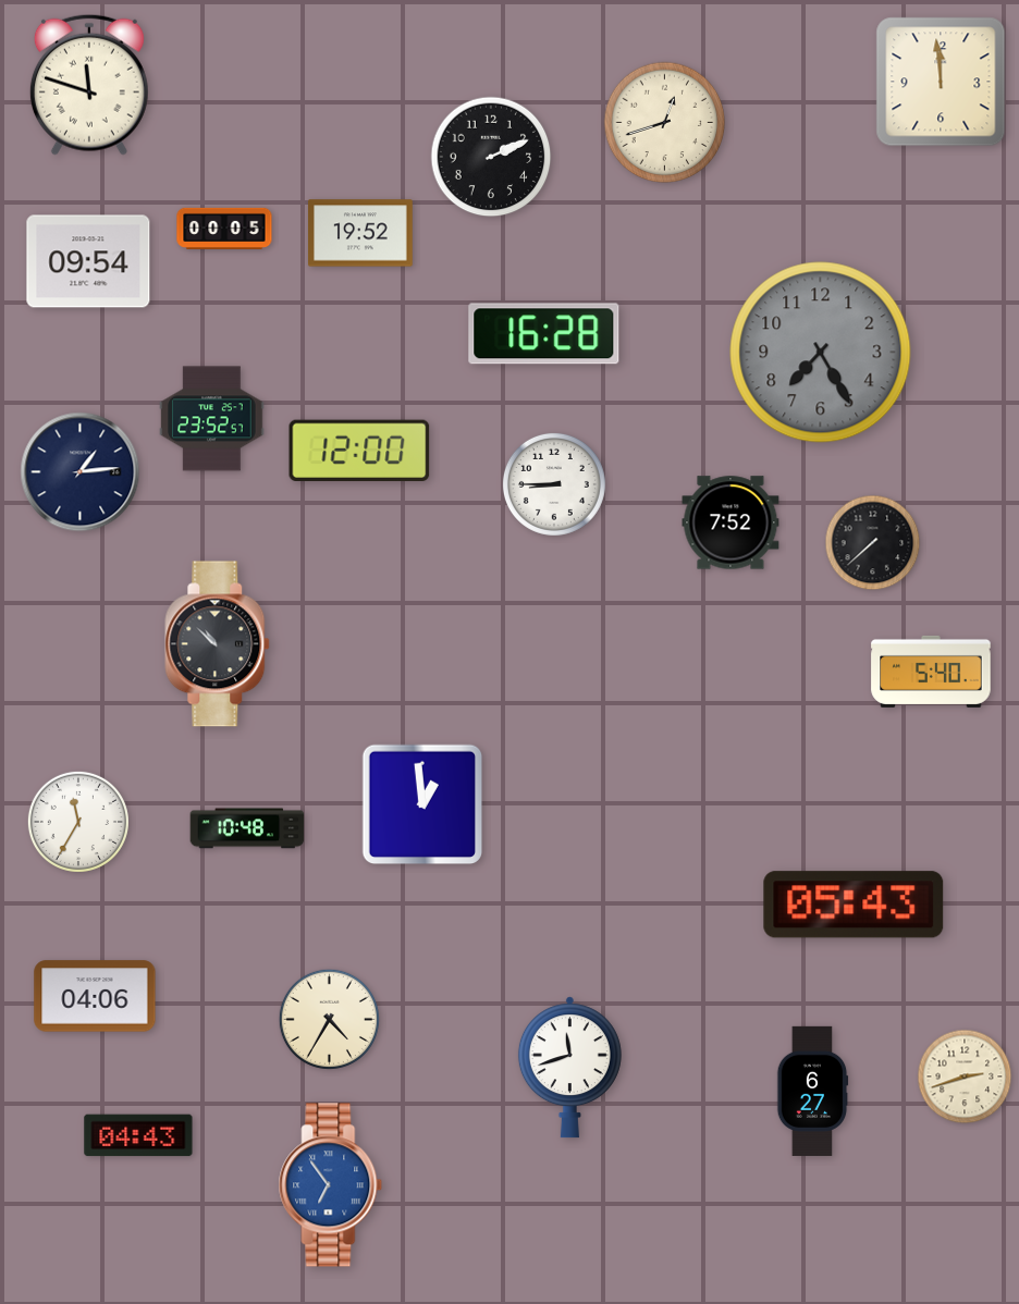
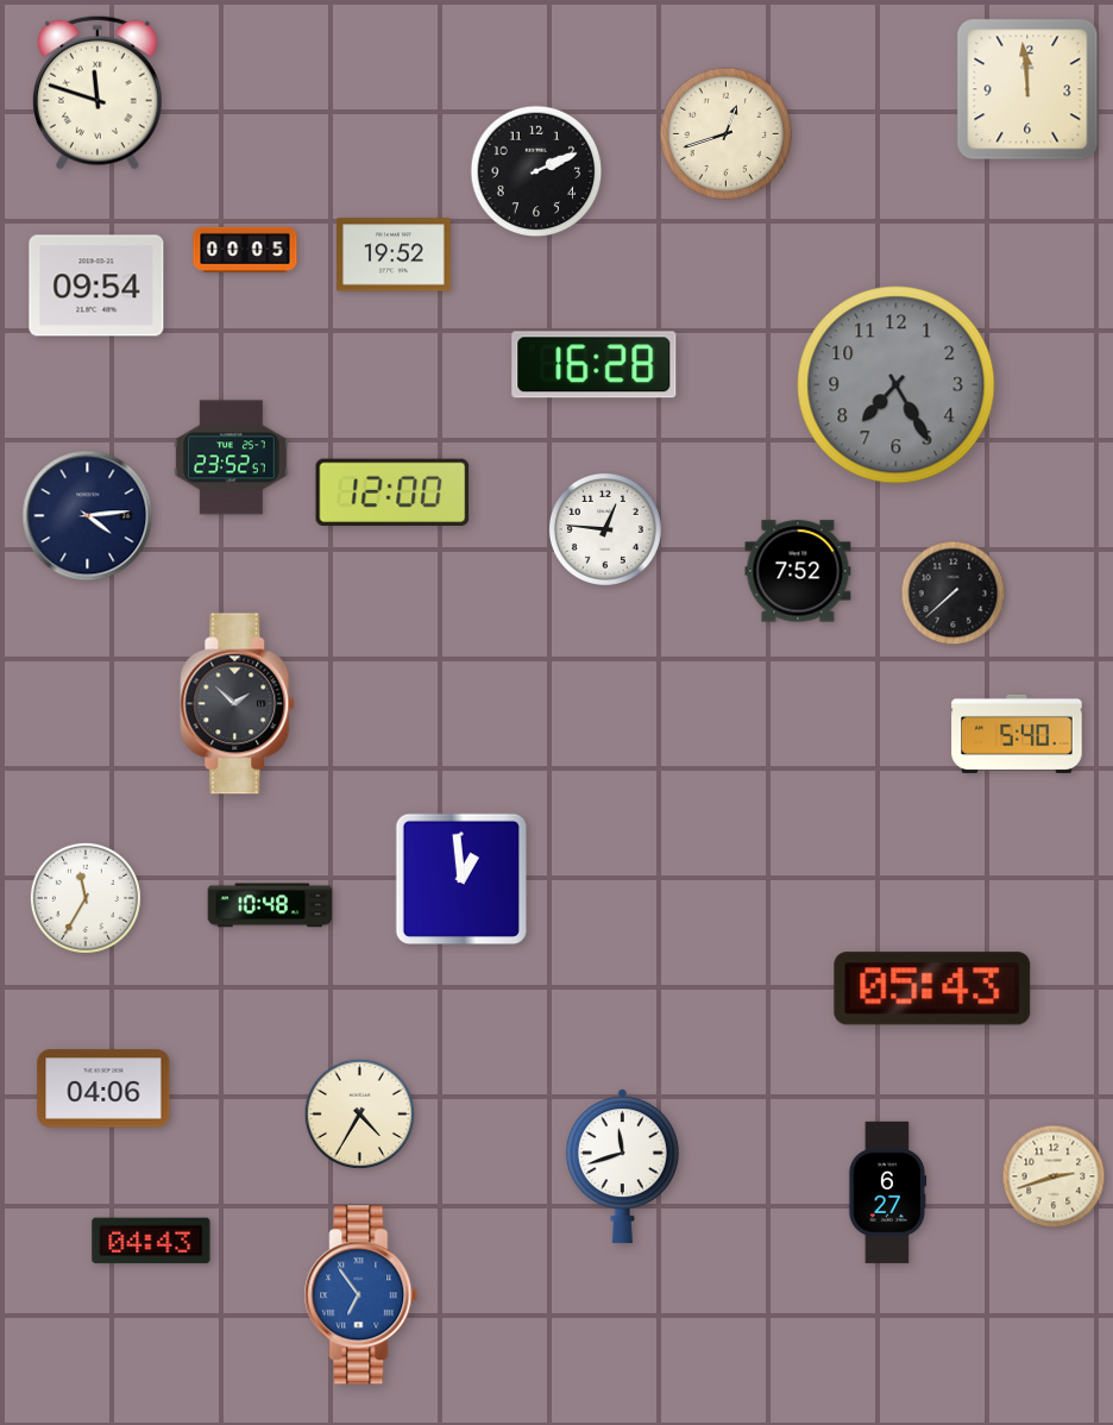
clock at (81, 472): 1:14 -> 4:14
clock at (554, 484): 8:45 -> 12:46
clock at (218, 644): 10:52 -> 1:52
